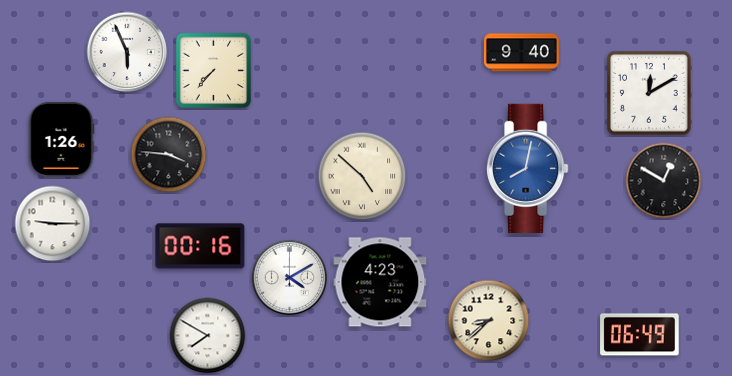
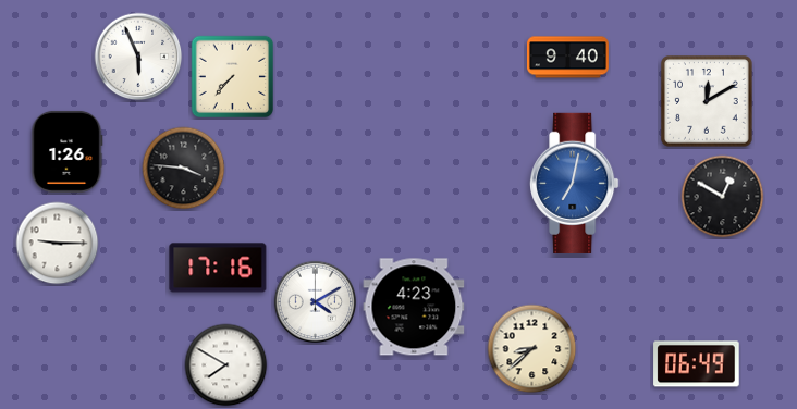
clock at (528, 168): 8:02 -> 7:02
clock at (362, 176): 4:52 -> none
clock at (200, 246): 00:16 -> 17:16
